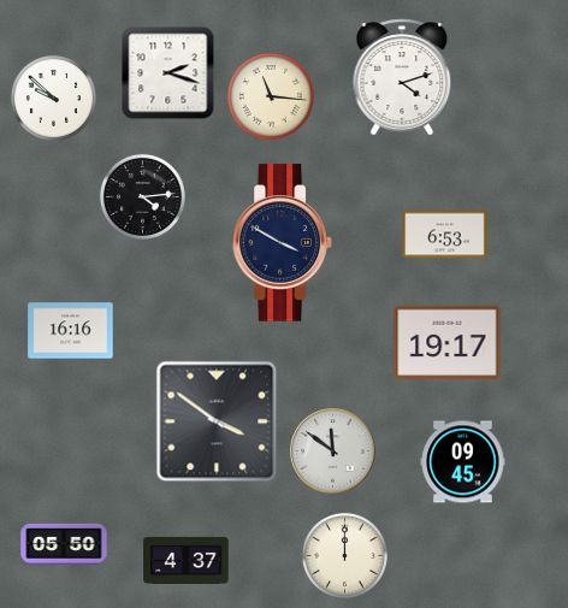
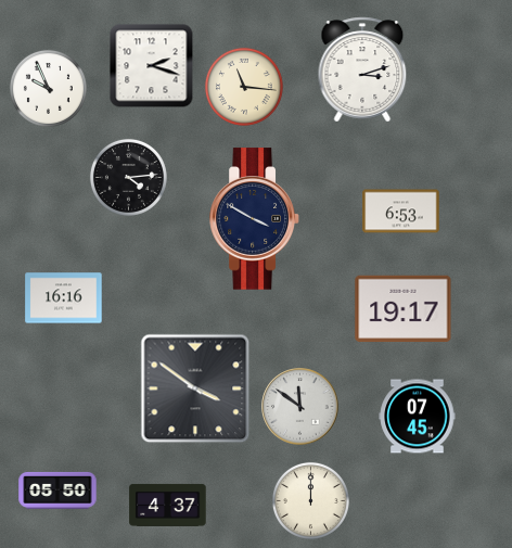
clock at (402, 77): 4:12 -> 3:12
clock at (53, 98): 9:52 -> 9:56
clock at (217, 421) position: (217, 421) -> (195, 388)
clock at (463, 462): 09:45 -> 07:45
